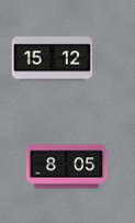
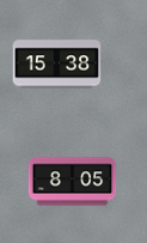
clock at (53, 59): 15:12 -> 15:38
